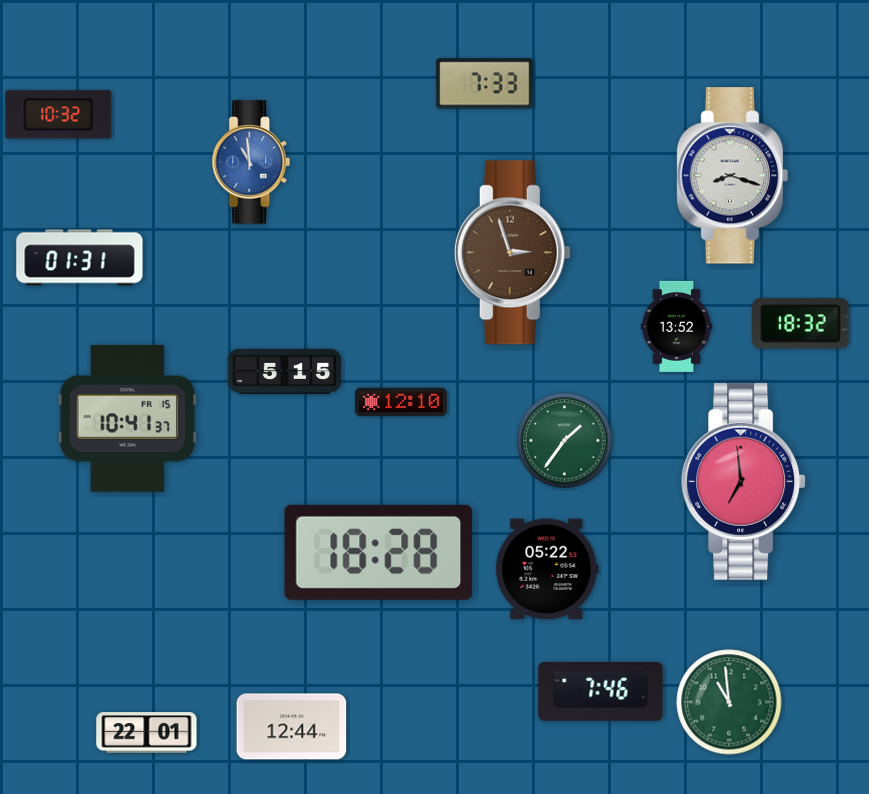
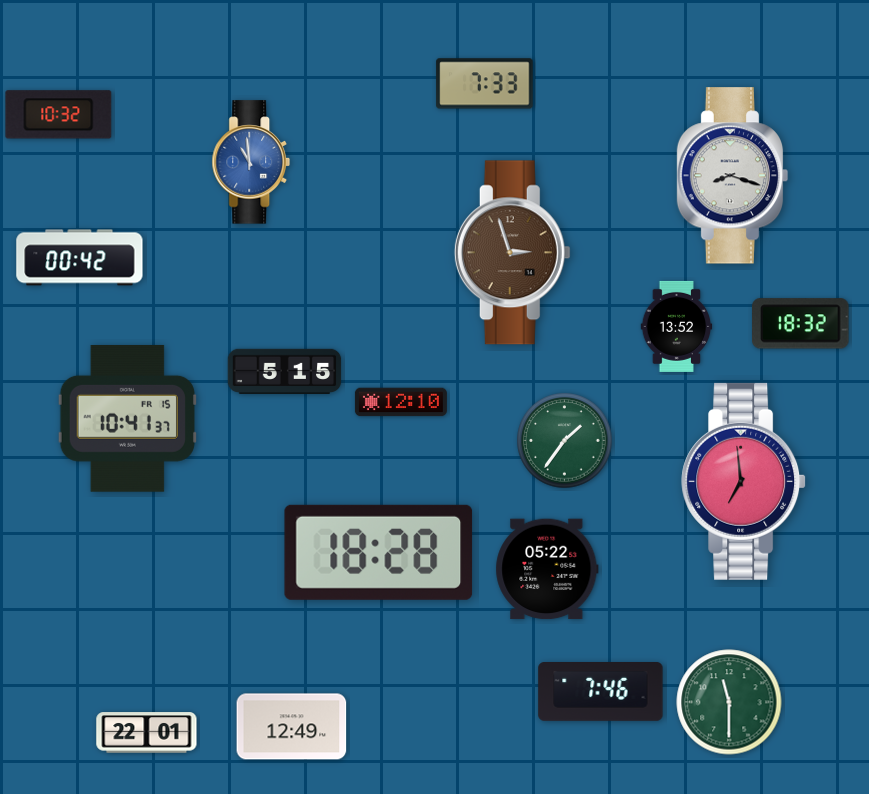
clock at (80, 258): 01:31 -> 00:42
clock at (729, 702): 10:59 -> 11:30
clock at (292, 727): 12:44 -> 12:49
